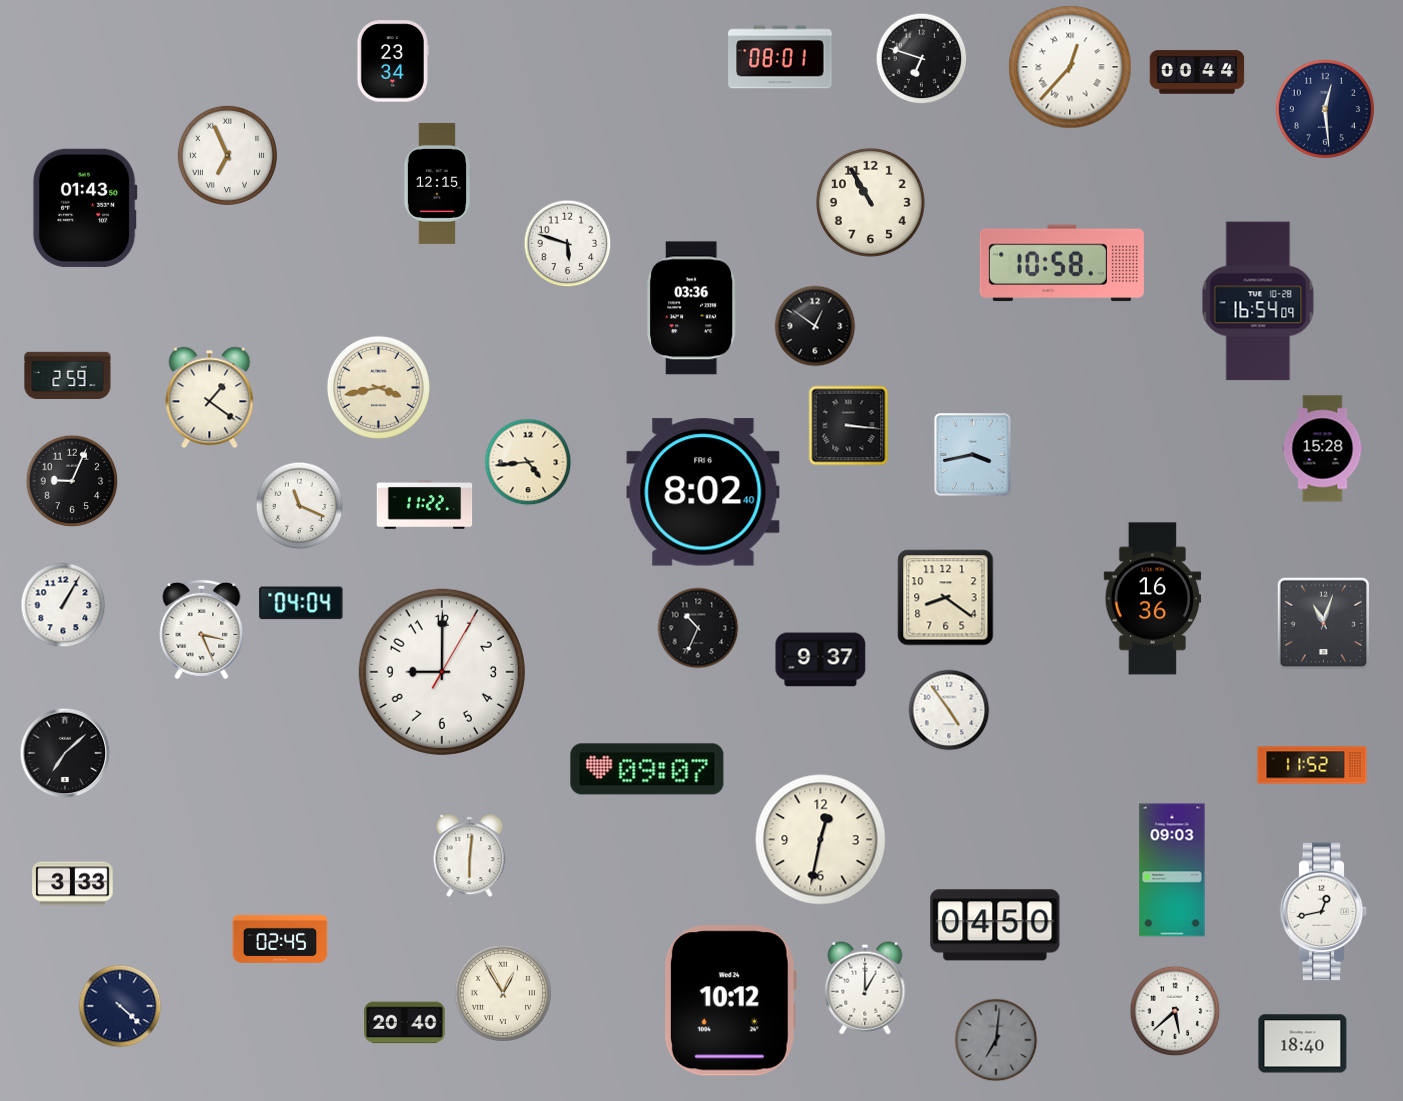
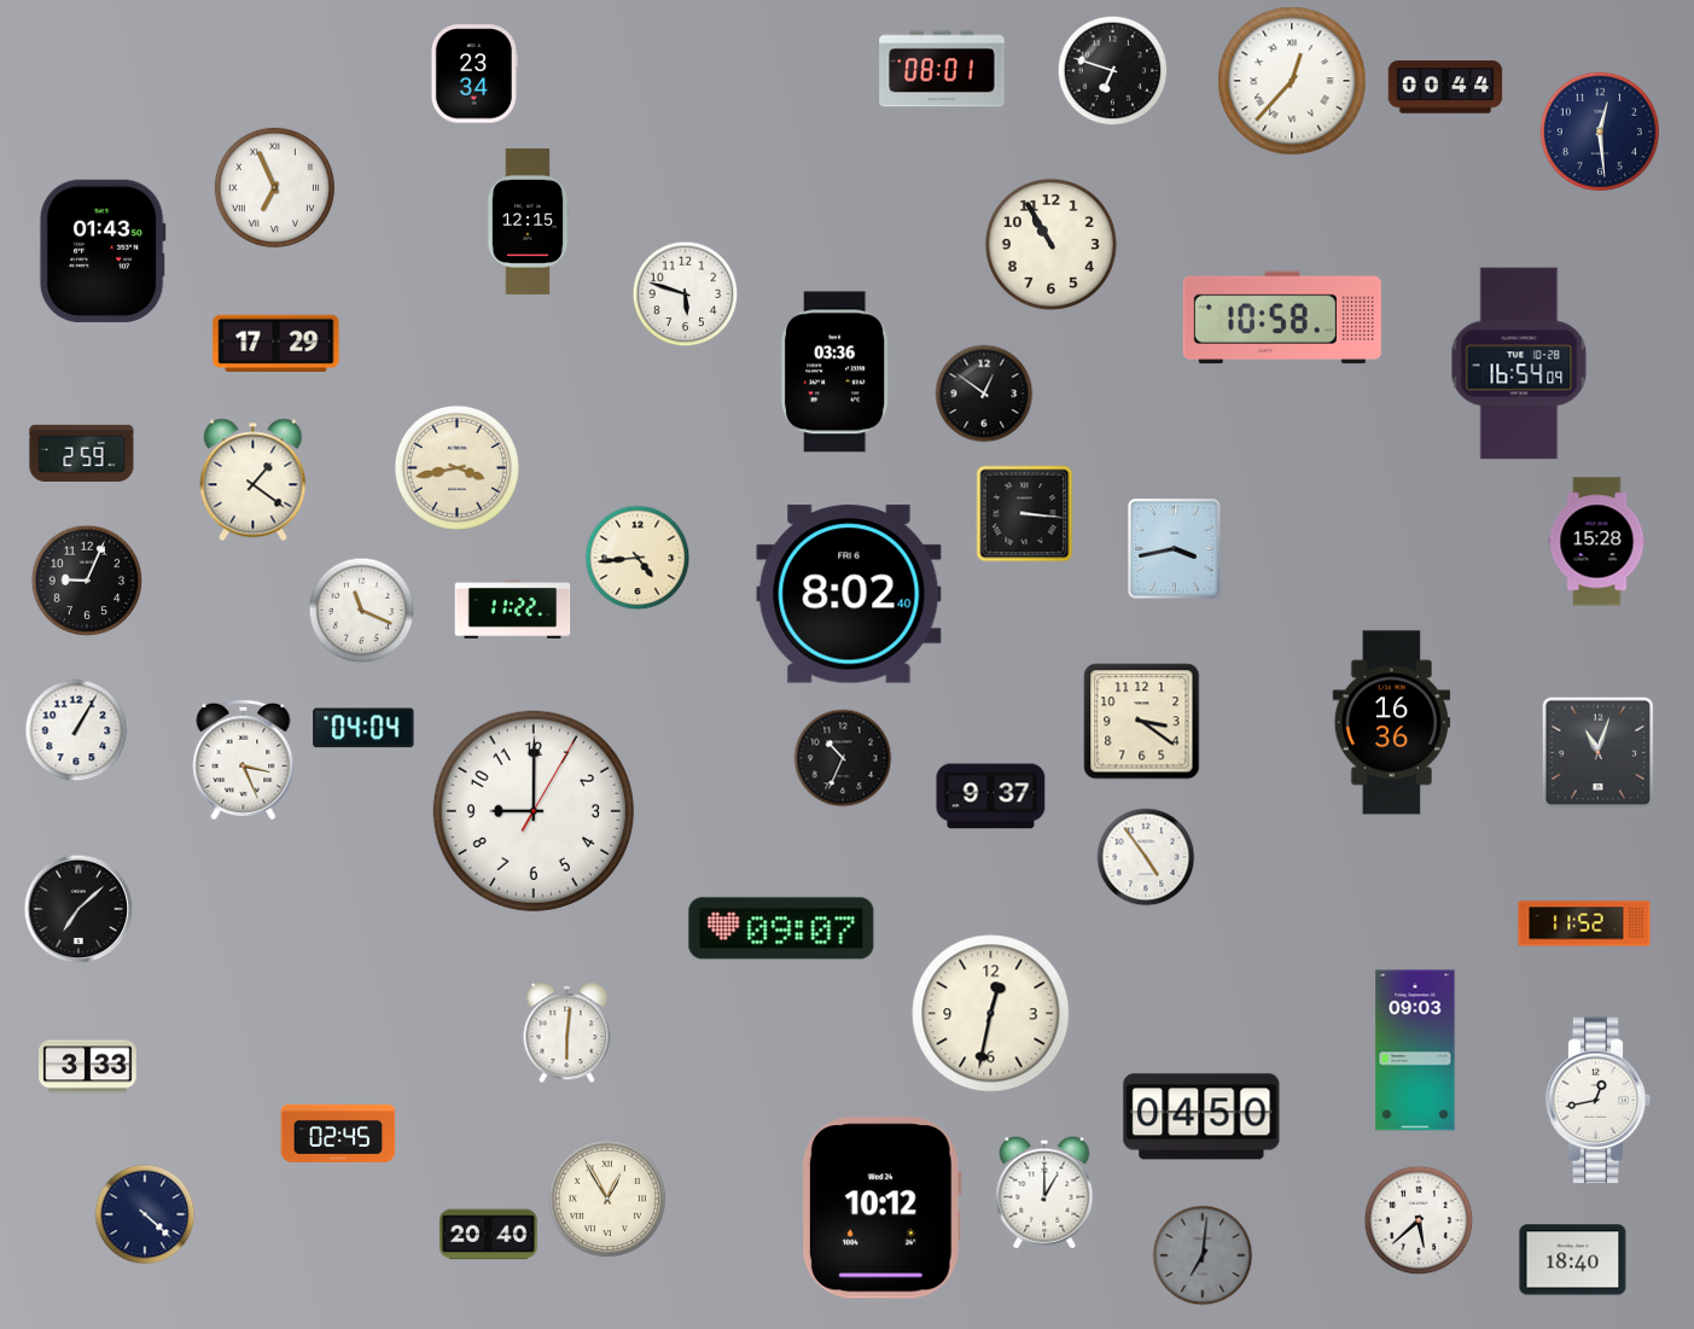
clock at (276, 343): none -> 17:29
clock at (946, 598): 8:21 -> 3:21
